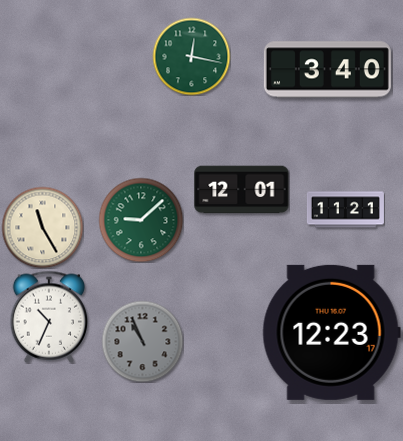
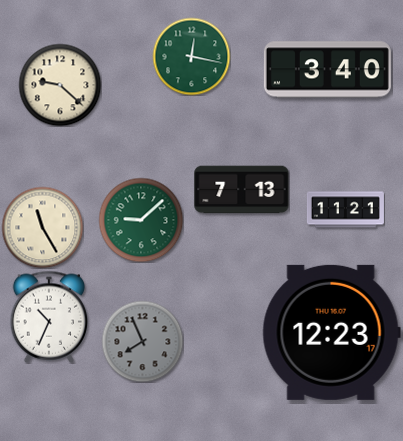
clock at (60, 85): none -> 9:22
clock at (242, 190): 12:01 -> 7:13
clock at (142, 341): 10:56 -> 7:56
